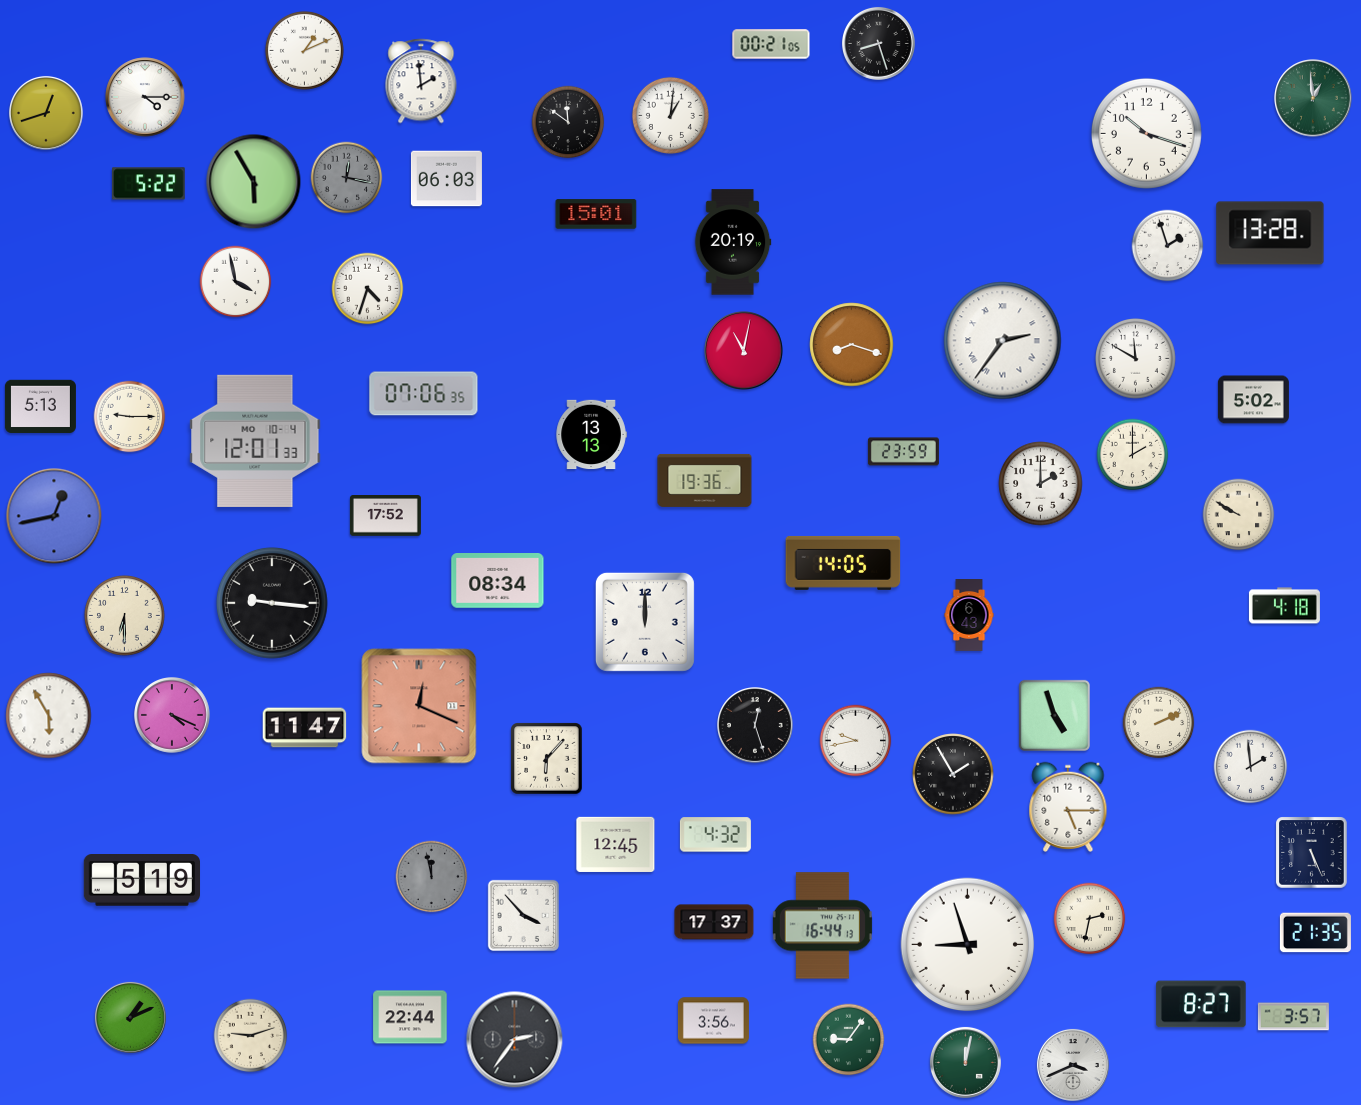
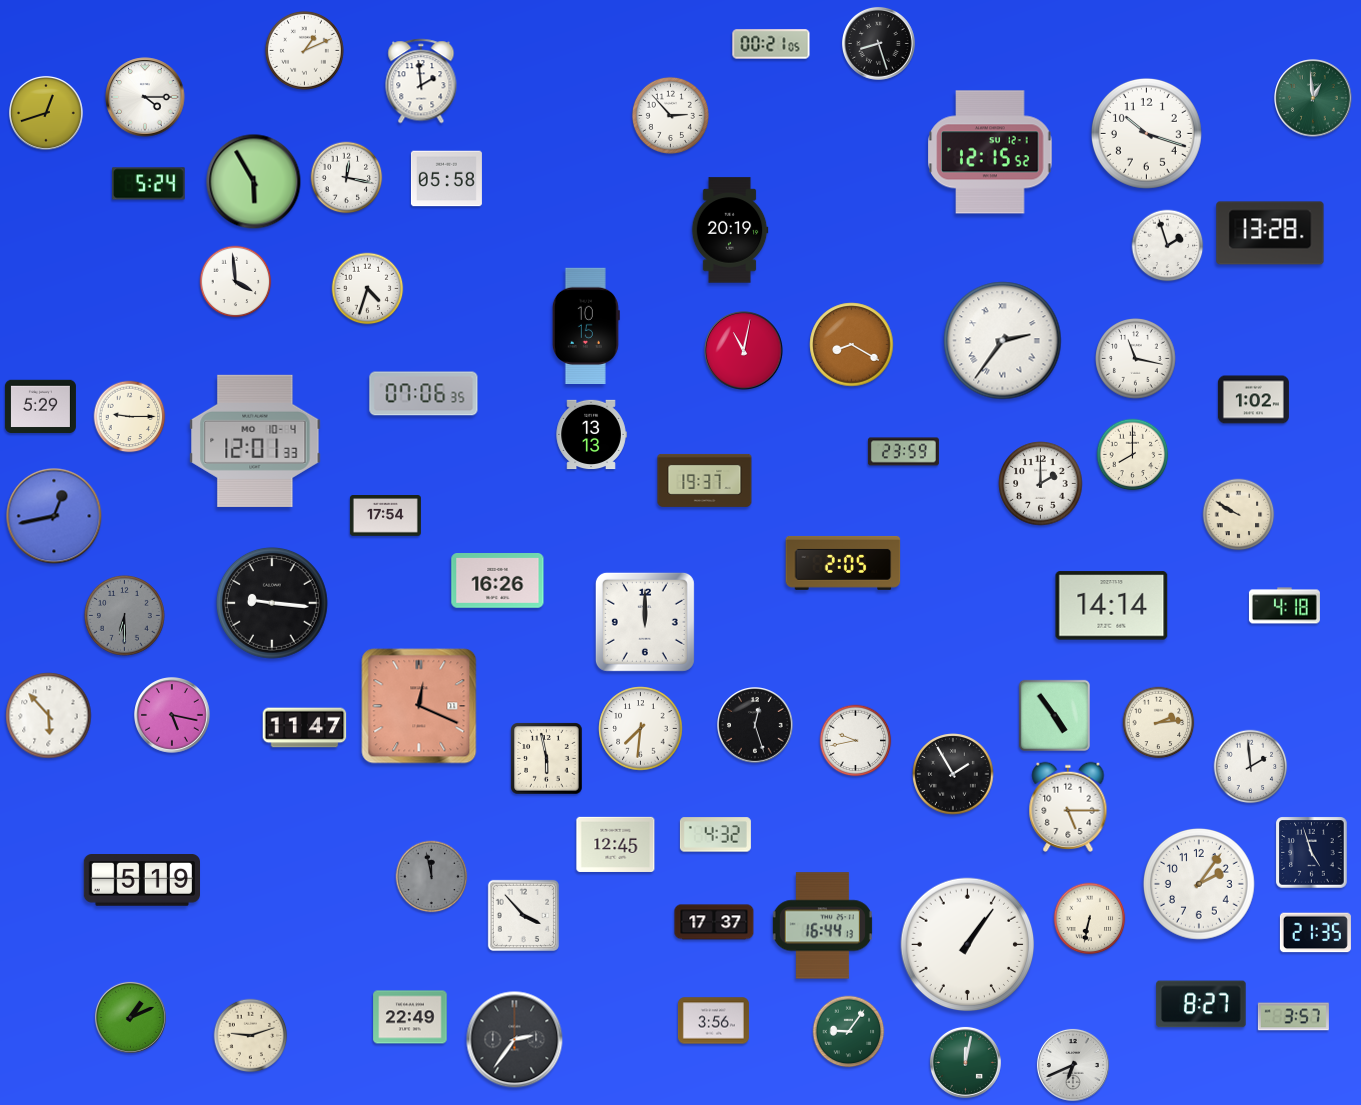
clock at (670, 115): 1:01 -> 2:53
clock at (568, 122): 11:51 -> none
clock at (990, 152): none -> 12:15
clock at (347, 178) dial: grey -> white
clock at (446, 179): 06:03 -> 05:58
clock at (149, 184): 5:22 -> 5:24
clock at (596, 214): 15:01 -> none
clock at (733, 242) position: (733, 242) -> (730, 230)
clock at (236, 282): 3:58 -> 3:59
clock at (586, 325): none -> 10:15
clock at (852, 345): 8:18 -> 8:20
clock at (1136, 359): 11:50 -> 11:17
clock at (1253, 400): 5:02 -> 1:02
clock at (40, 407): 5:13 -> 5:29
clock at (1133, 455): 2:00 -> 8:00
clock at (705, 480): 19:36 -> 19:37
clock at (385, 516): 17:52 -> 17:54
clock at (843, 563): 14:05 -> 2:05
clock at (498, 581): 08:34 -> 16:26
clock at (1112, 606): none -> 14:14
clock at (125, 616) dial: cream -> grey
clock at (969, 616): 6:43 -> none
clock at (1054, 715): 4:57 -> 4:54
clock at (49, 716): 5:55 -> 5:53
clock at (173, 716): 4:19 -> 5:17
clock at (1159, 723): 2:11 -> 2:14
clock at (641, 729): none -> 7:31
clock at (547, 759): 6:07 -> 5:58
clock at (1312, 853): 5:26 -> 4:57
clock at (1199, 884): none -> 2:06
clock at (1090, 919): 2:32 -> 6:32
clock at (968, 945): 8:57 -> 1:06
clock at (410, 1017): 22:44 -> 22:49
clock at (849, 1040) position: (849, 1040) -> (849, 1032)
clock at (1073, 1065): 3:41 -> 6:41
